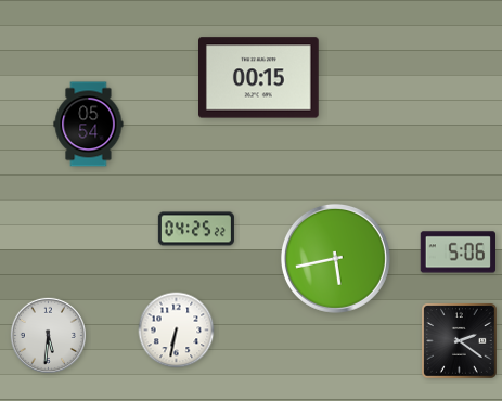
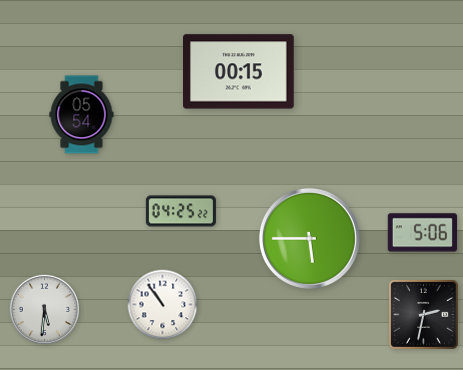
clock at (335, 258): 5:43 -> 5:45
clock at (177, 331): 6:32 -> 10:54
clock at (460, 341): 2:21 -> 2:32
